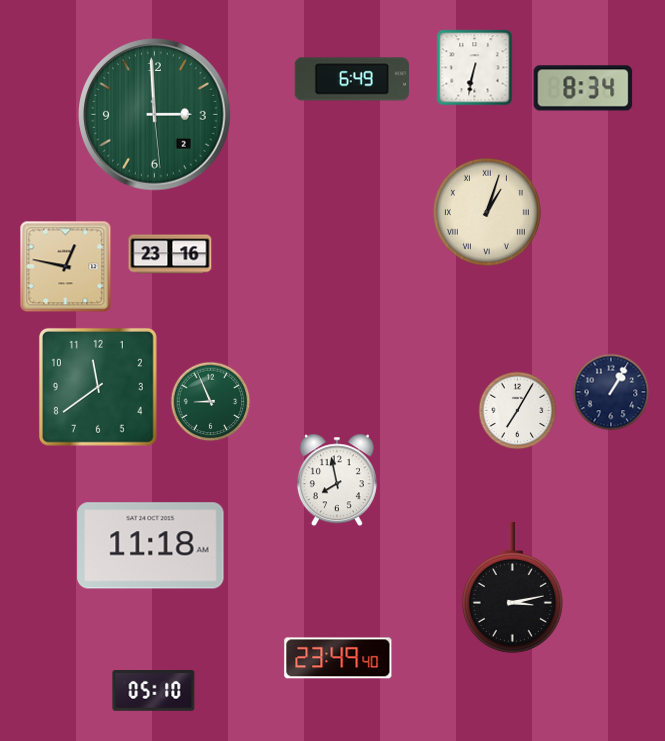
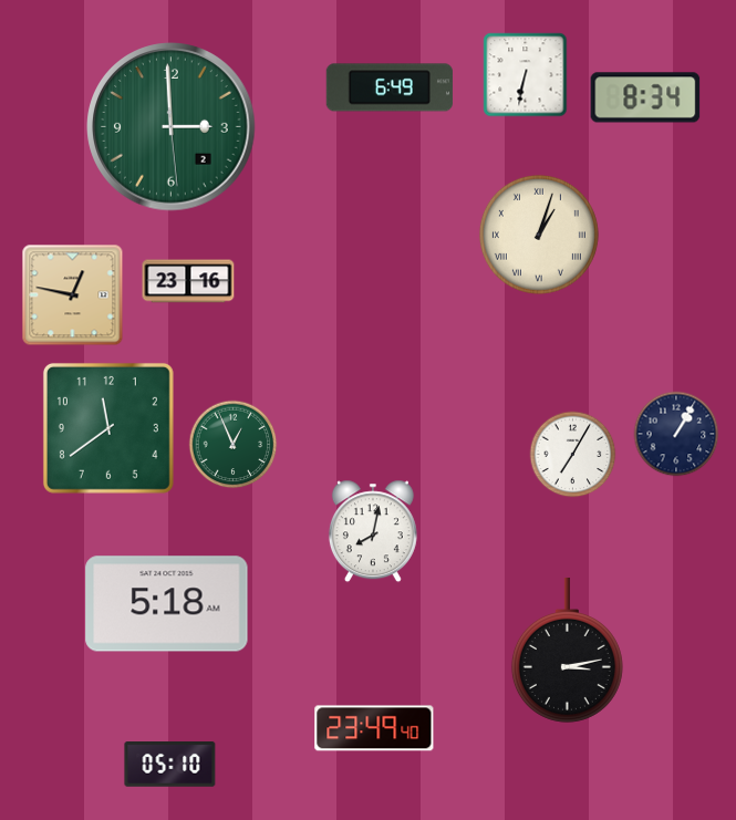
clock at (211, 402): 8:56 -> 12:56
clock at (337, 480): 7:58 -> 8:02
clock at (151, 546): 11:18 -> 5:18
